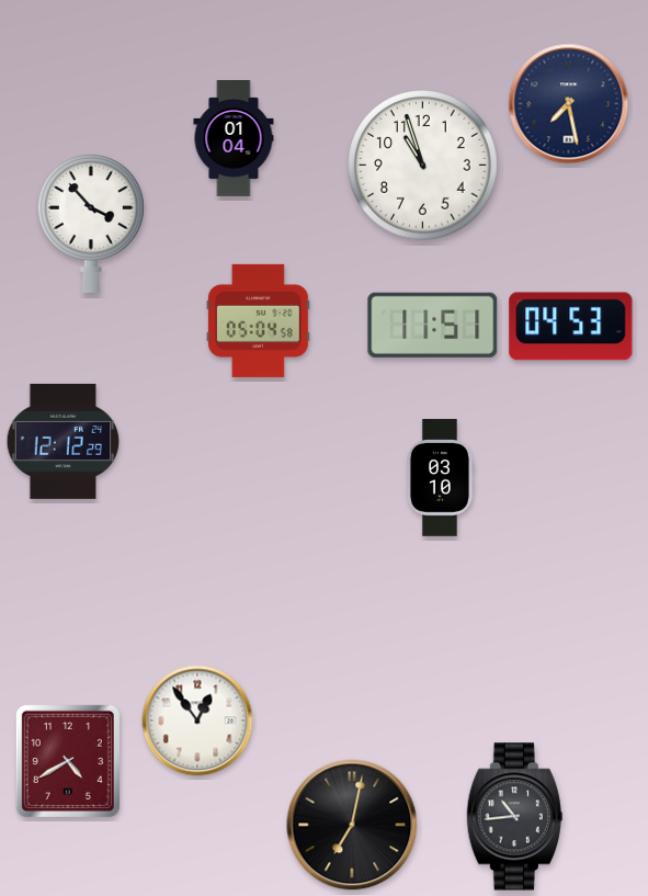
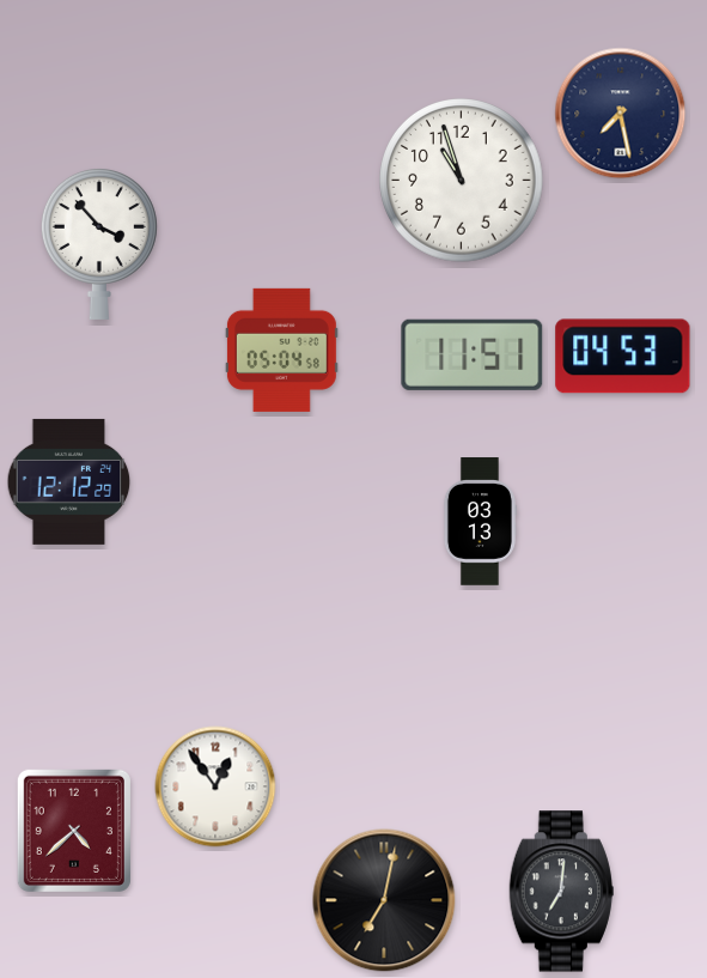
clock at (234, 139): 01:04 -> none
clock at (439, 478): 03:10 -> 03:13
clock at (68, 761): 4:40 -> 4:38
clock at (514, 817): 10:44 -> 7:01
